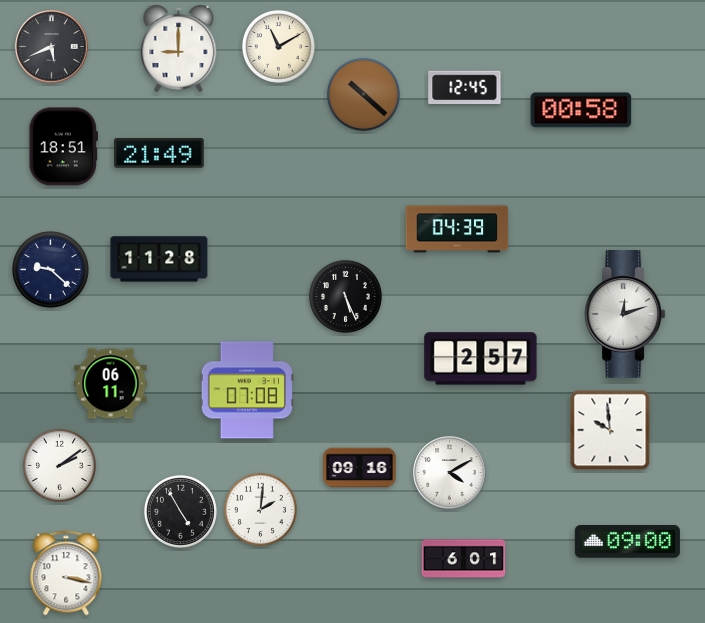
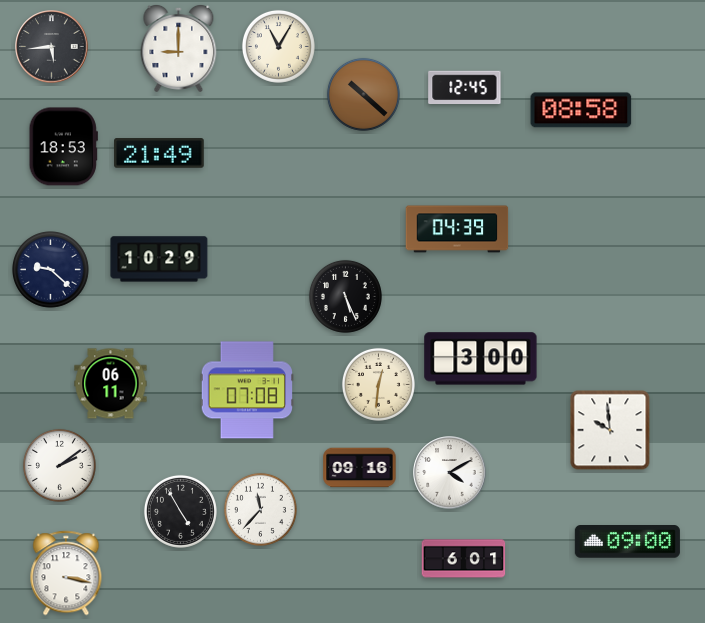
clock at (278, 46): 11:10 -> 11:05
clock at (52, 47): 5:41 -> 5:44
clock at (581, 110): 00:58 -> 08:58
clock at (63, 147): 18:51 -> 18:53
clock at (159, 259): 11:28 -> 10:29
clock at (625, 315): 12:12 -> none
clock at (481, 359): 2:57 -> 3:00
clock at (378, 384): none -> 12:31
clock at (260, 509): 2:01 -> 11:37
